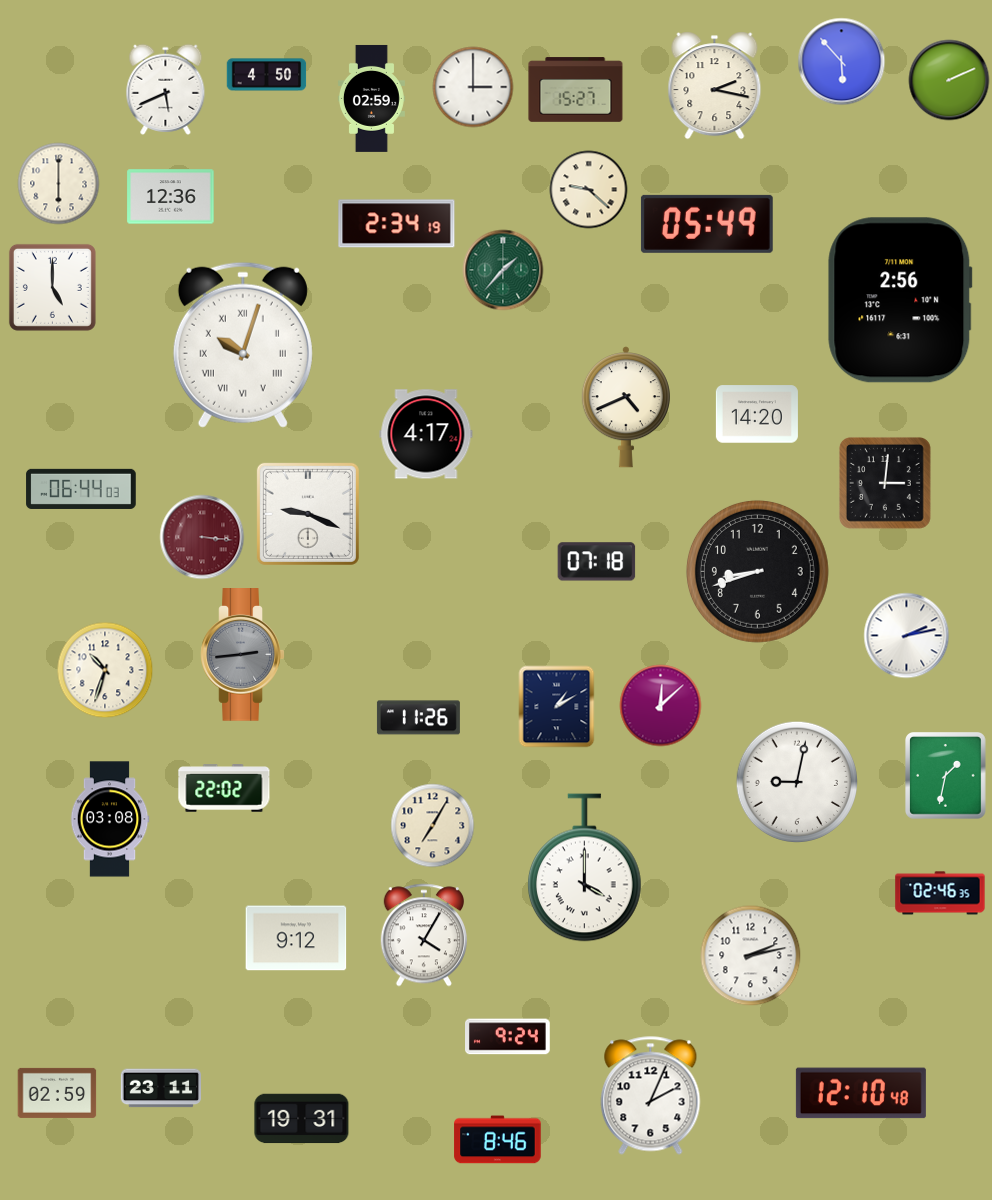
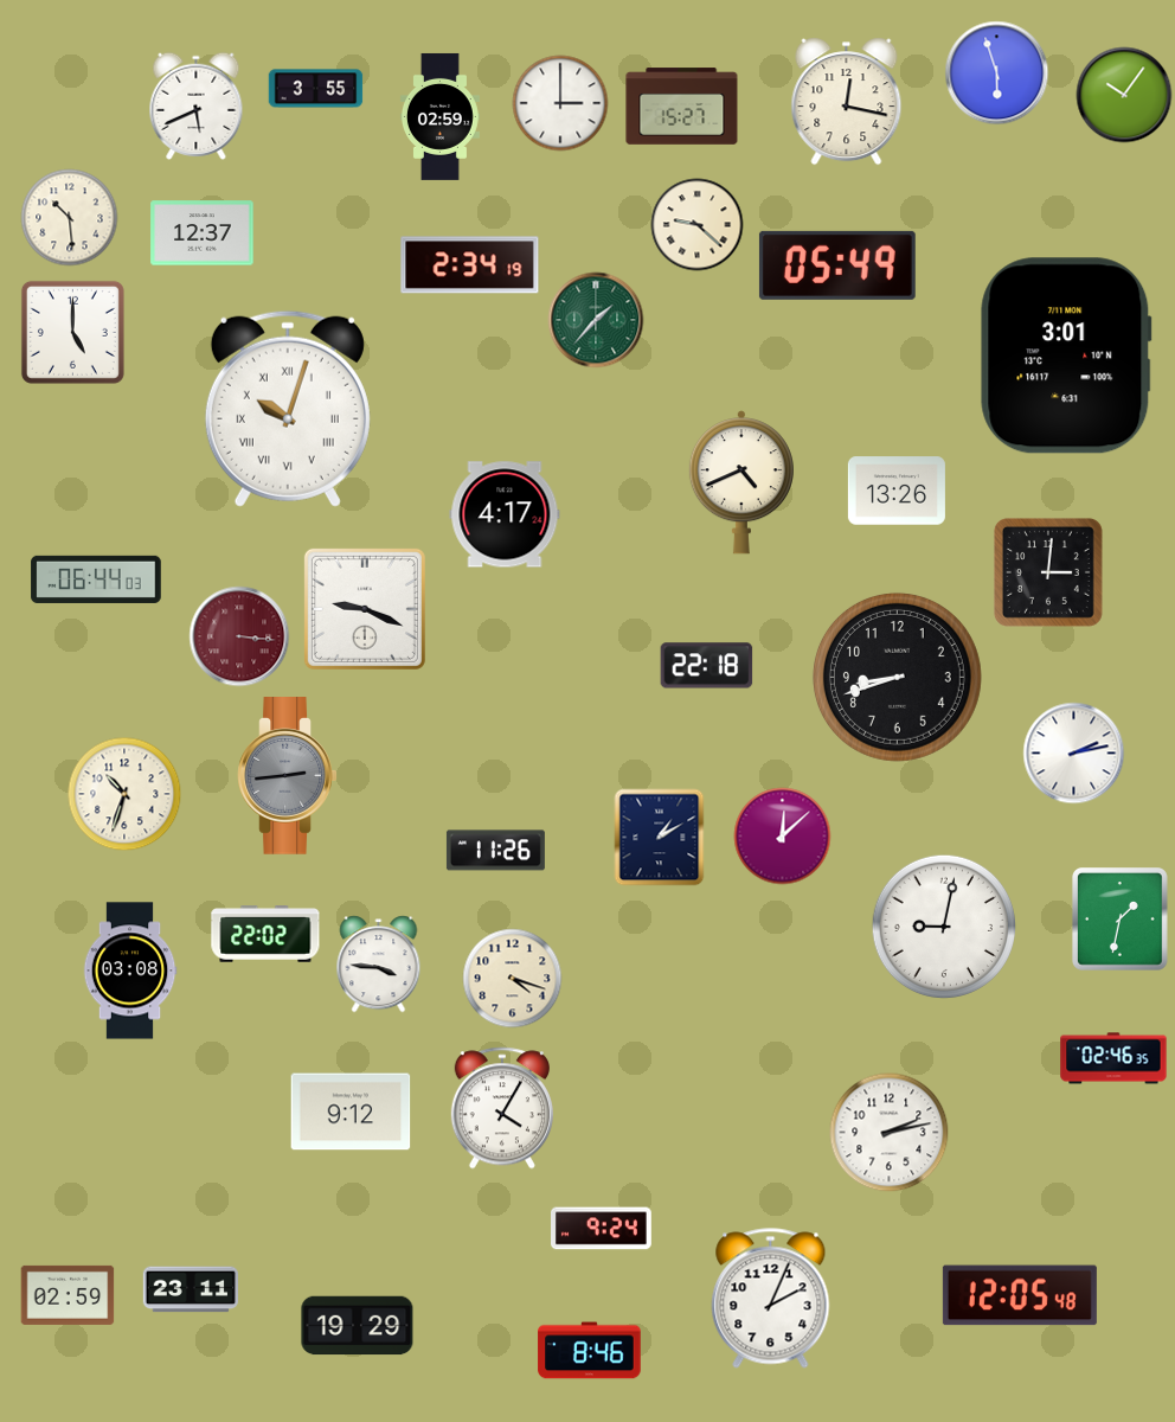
clock at (842, 62): 5:53 -> 5:57
clock at (267, 75): 4:50 -> 3:55
clock at (949, 80): 2:11 -> 10:06
clock at (715, 86): 2:17 -> 12:17
clock at (59, 184): 6:00 -> 10:29
clock at (171, 197): 12:36 -> 12:37
clock at (52, 287) position: (52, 287) -> (72, 332)
clock at (900, 300): 2:56 -> 3:01
clock at (757, 414): 14:20 -> 13:26
clock at (597, 562): 07:18 -> 22:18
clock at (379, 965): none -> 3:46
clock at (433, 826): 7:05 -> 4:18
clock at (584, 868): 4:00 -> none
clock at (861, 1093): 12:10 -> 12:05
clock at (302, 1119): 19:31 -> 19:29
